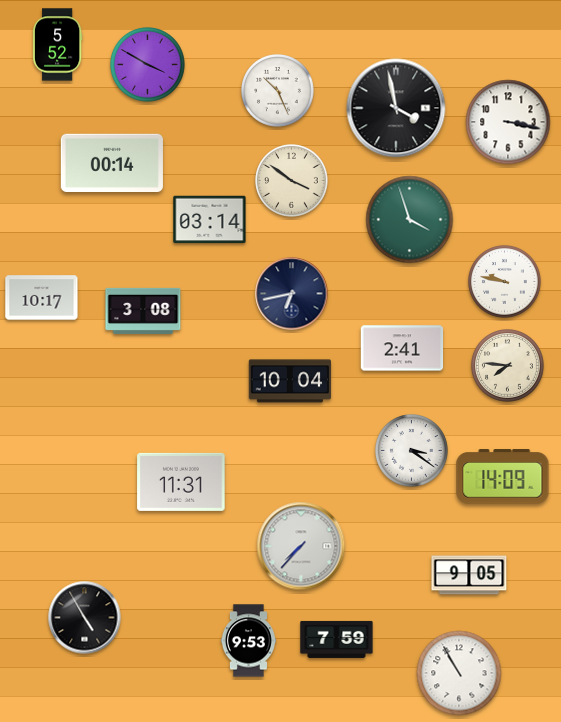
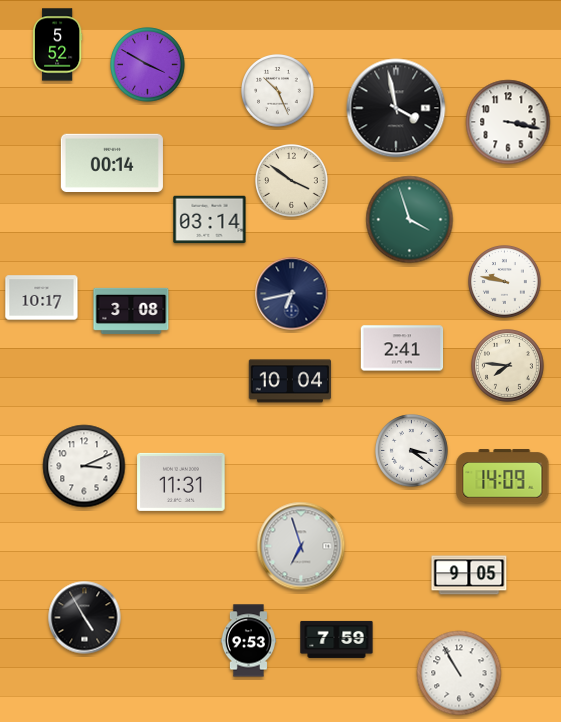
clock at (143, 311) position: (143, 311) -> (131, 311)
clock at (84, 466): none -> 3:11
clock at (301, 546): 7:37 -> 6:57
